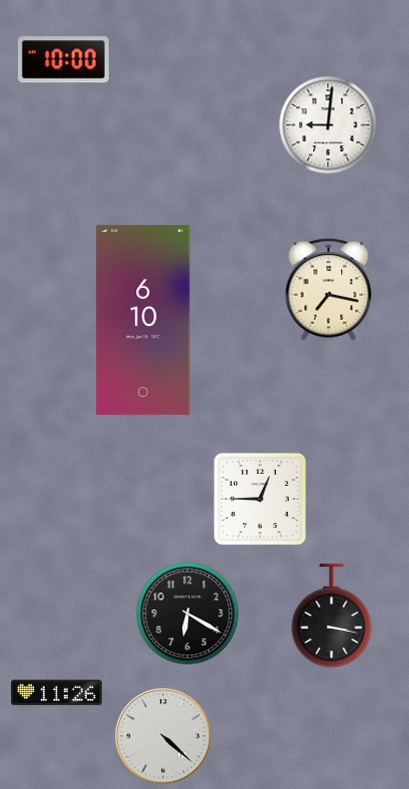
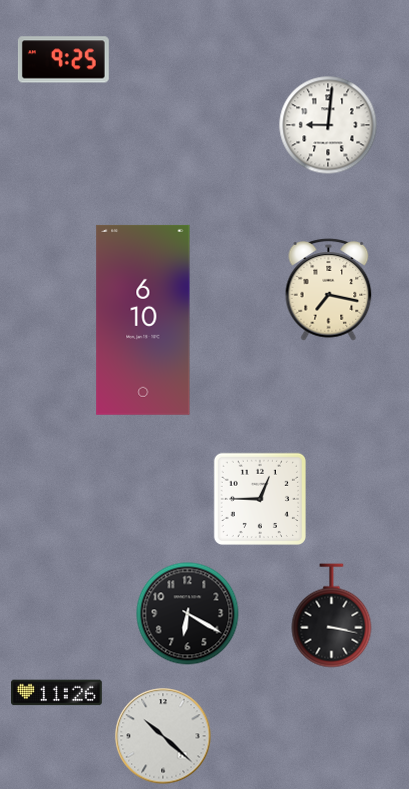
clock at (63, 60): 10:00 -> 9:25
clock at (163, 736): 4:22 -> 10:22
